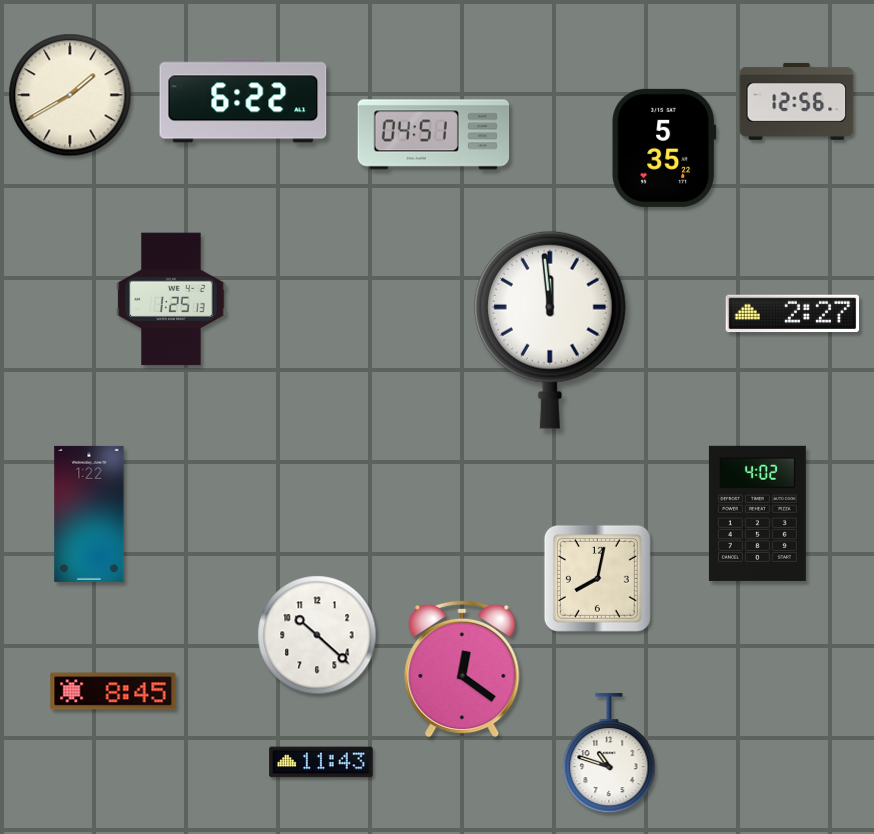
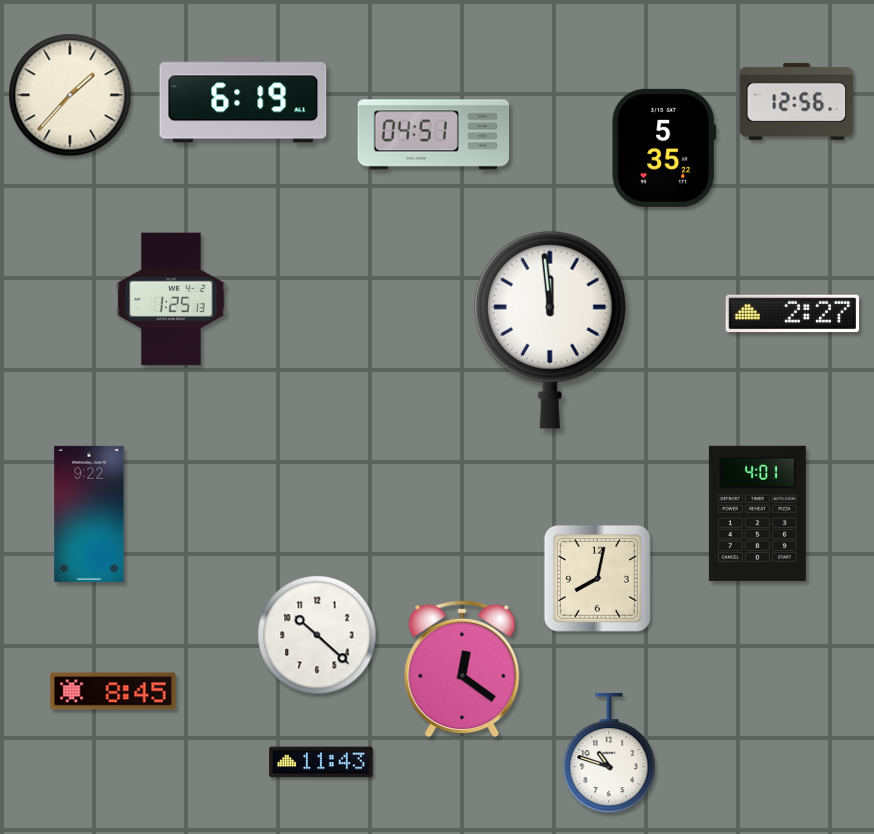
clock at (70, 95): 1:40 -> 1:37
clock at (243, 100): 6:22 -> 6:19
clock at (757, 513): 4:02 -> 4:01
clock at (89, 514): 1:22 -> 9:22
